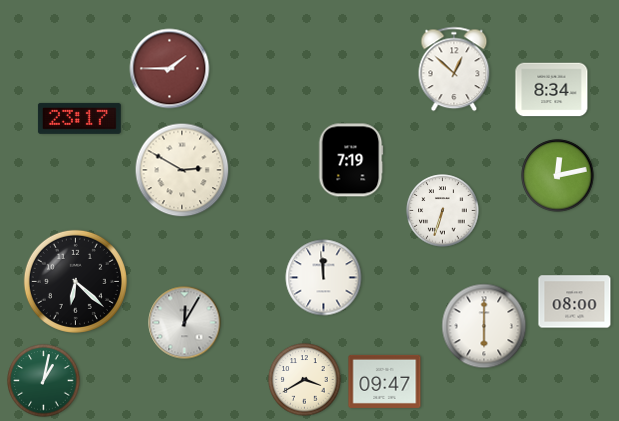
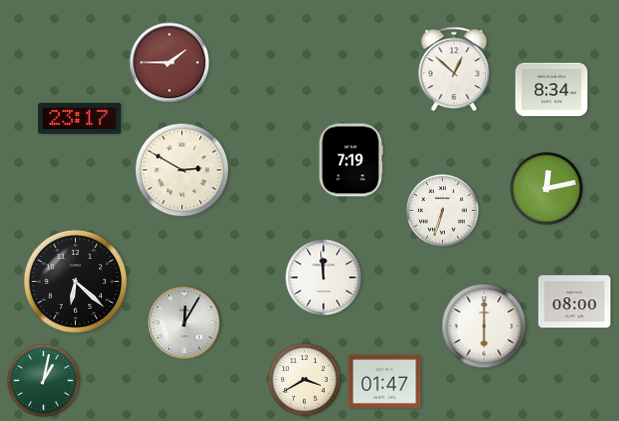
clock at (170, 69) position: (170, 69) -> (170, 63)
clock at (558, 176) position: (558, 176) -> (547, 189)
clock at (385, 381): 09:47 -> 01:47
